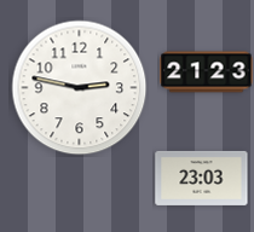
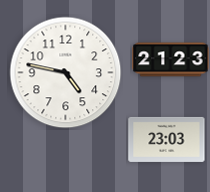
clock at (80, 88): 2:47 -> 4:47
clock at (202, 178) position: (202, 178) -> (167, 139)
